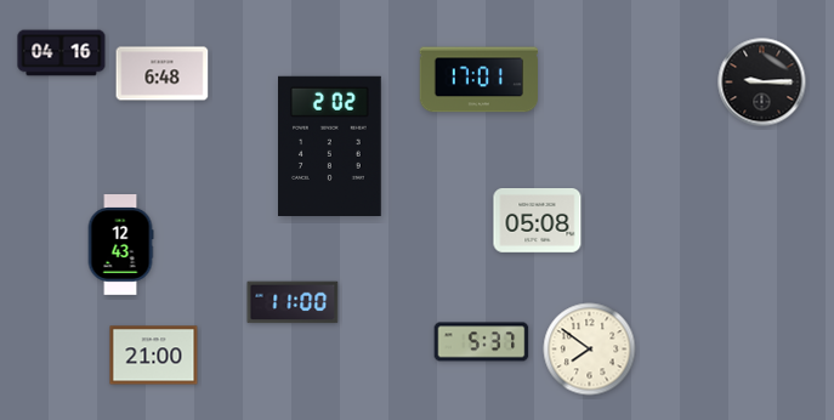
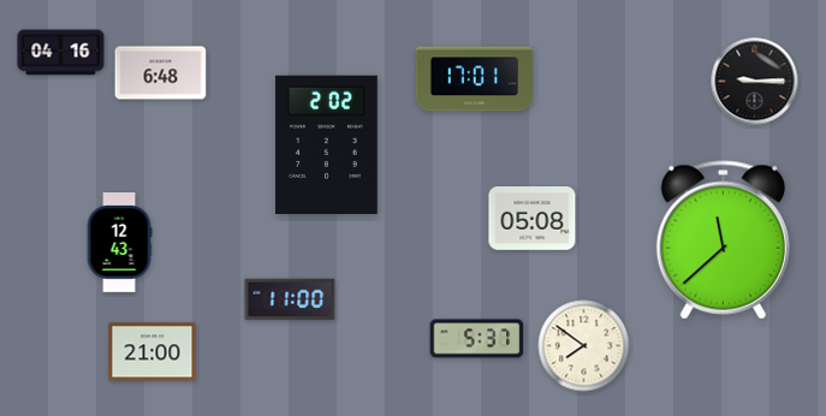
clock at (723, 240): none -> 11:38
